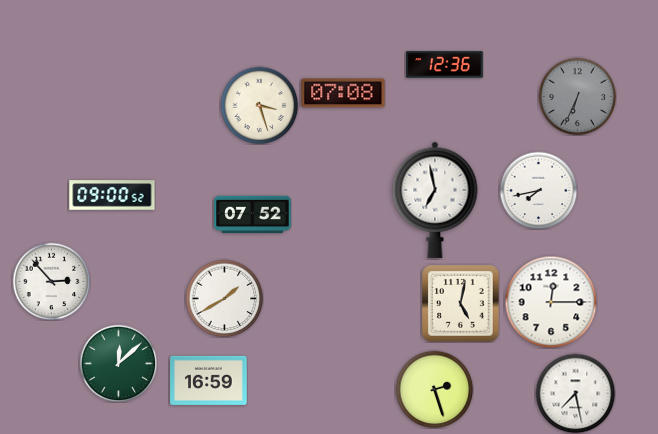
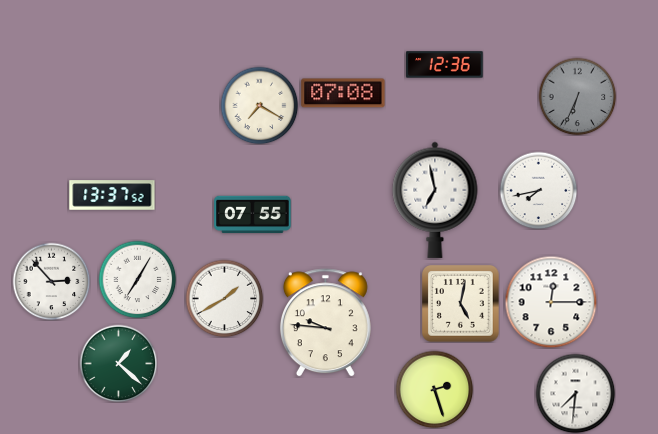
clock at (259, 105): 3:27 -> 7:20
clock at (112, 195): 09:00 -> 13:37
clock at (253, 215): 07:52 -> 07:55
clock at (137, 279): none -> 7:05
clock at (325, 323): none -> 9:46
clock at (118, 363): 12:08 -> 1:22
clock at (209, 380): 16:59 -> none
clock at (575, 393): 7:28 -> 7:31
